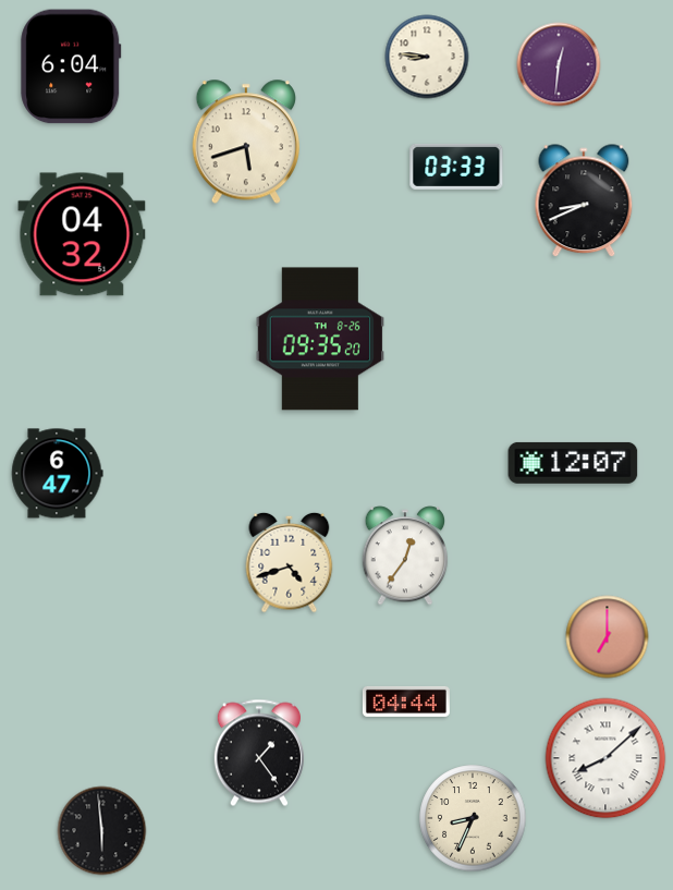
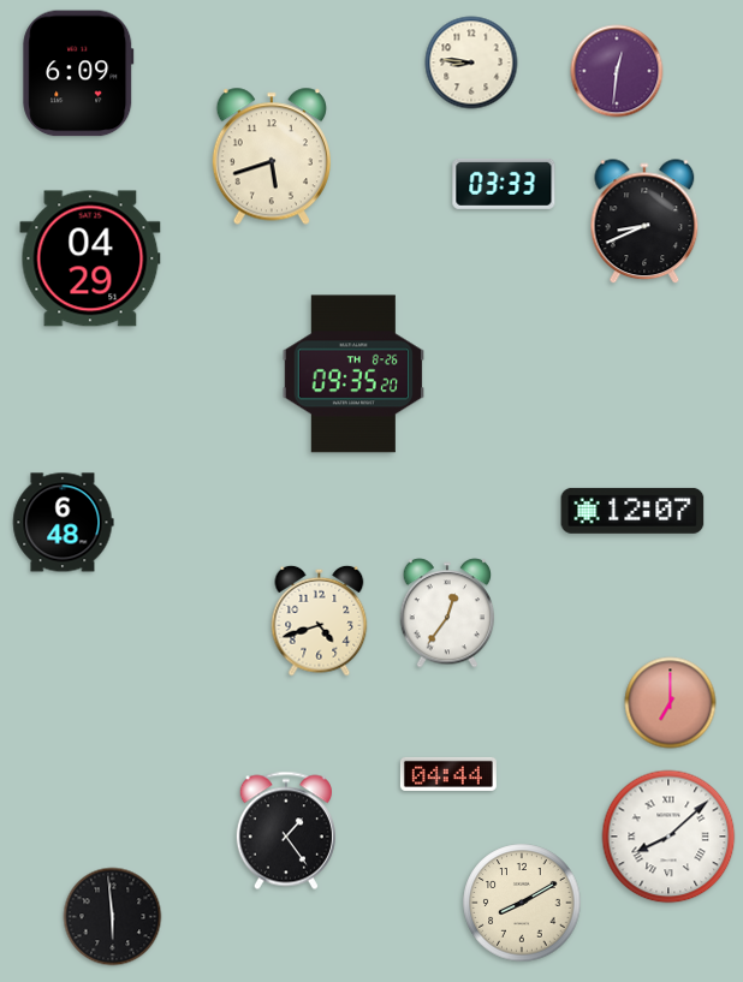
clock at (71, 66): 6:04 -> 6:09
clock at (82, 234): 04:32 -> 04:29
clock at (58, 474): 6:47 -> 6:48
clock at (473, 818): 8:34 -> 8:10
